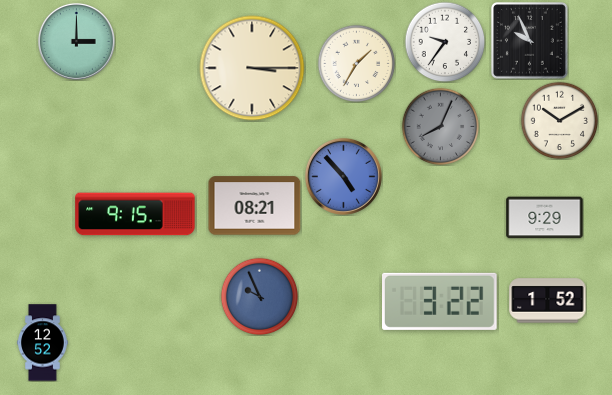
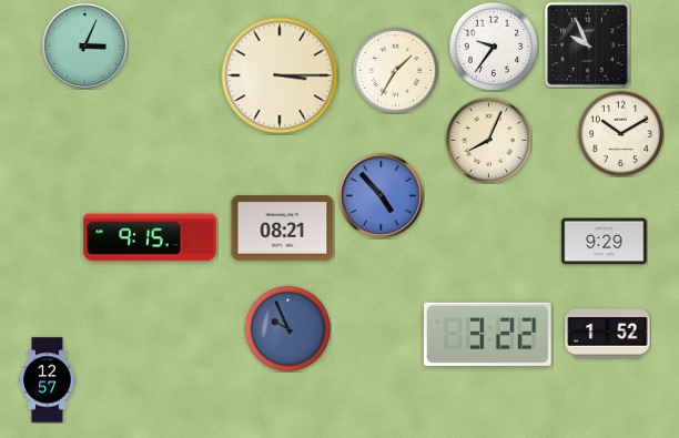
clock at (76, 41): 3:00 -> 3:04
clock at (440, 126) dial: grey -> cream
clock at (43, 343): 12:52 -> 12:57
